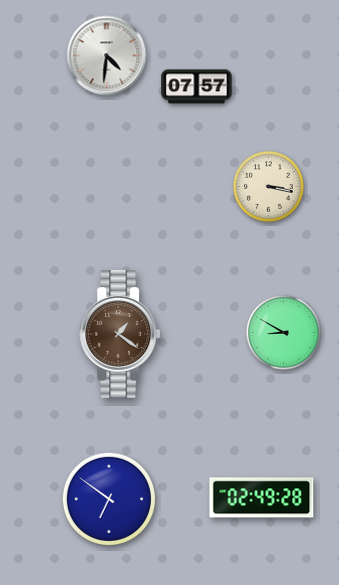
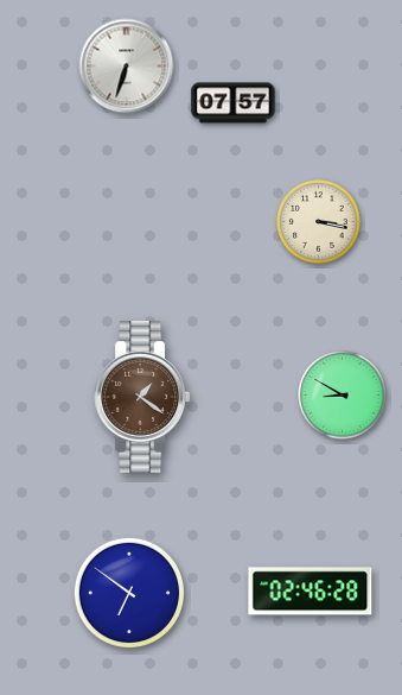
clock at (107, 56): 4:31 -> 6:33
clock at (284, 333) position: (284, 333) -> (343, 396)
clock at (262, 498): 02:49 -> 02:46
